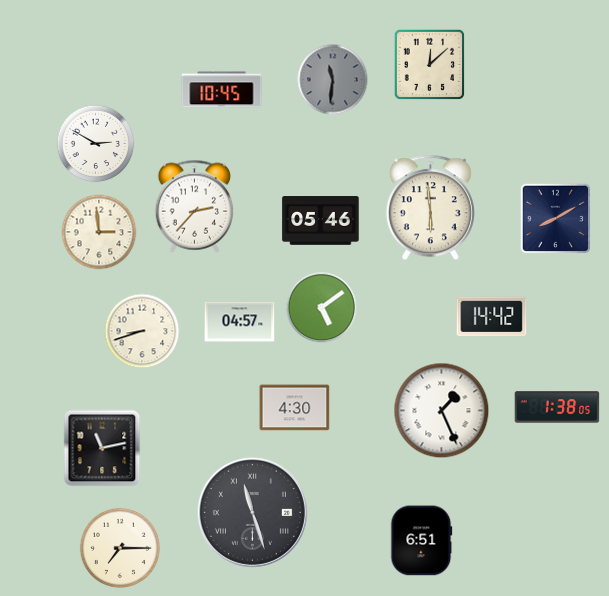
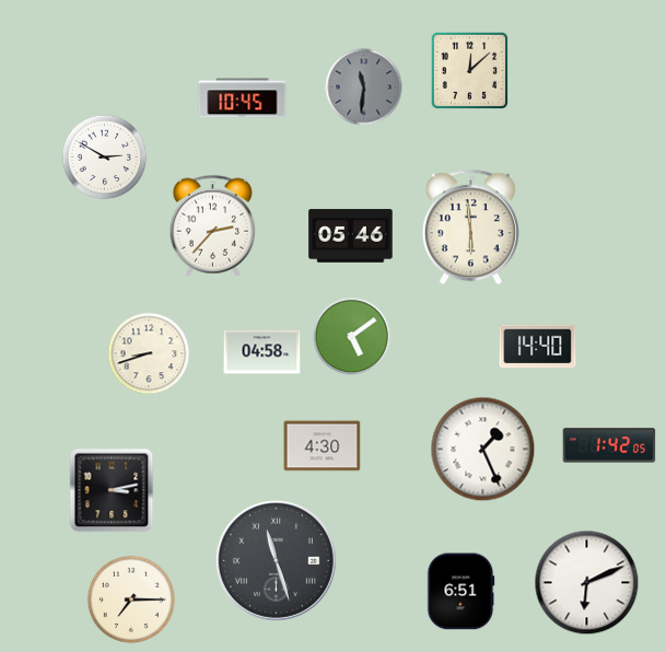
clock at (556, 219): 8:10 -> none
clock at (321, 221) position: (321, 221) -> (351, 236)
clock at (99, 232): 2:59 -> none
clock at (492, 317): 14:42 -> 14:40
clock at (240, 322): 04:57 -> 04:58
clock at (142, 331) position: (142, 331) -> (149, 353)
clock at (557, 407): 1:38 -> 1:42
clock at (102, 448): 11:13 -> 3:13
clock at (587, 583): none -> 6:11
